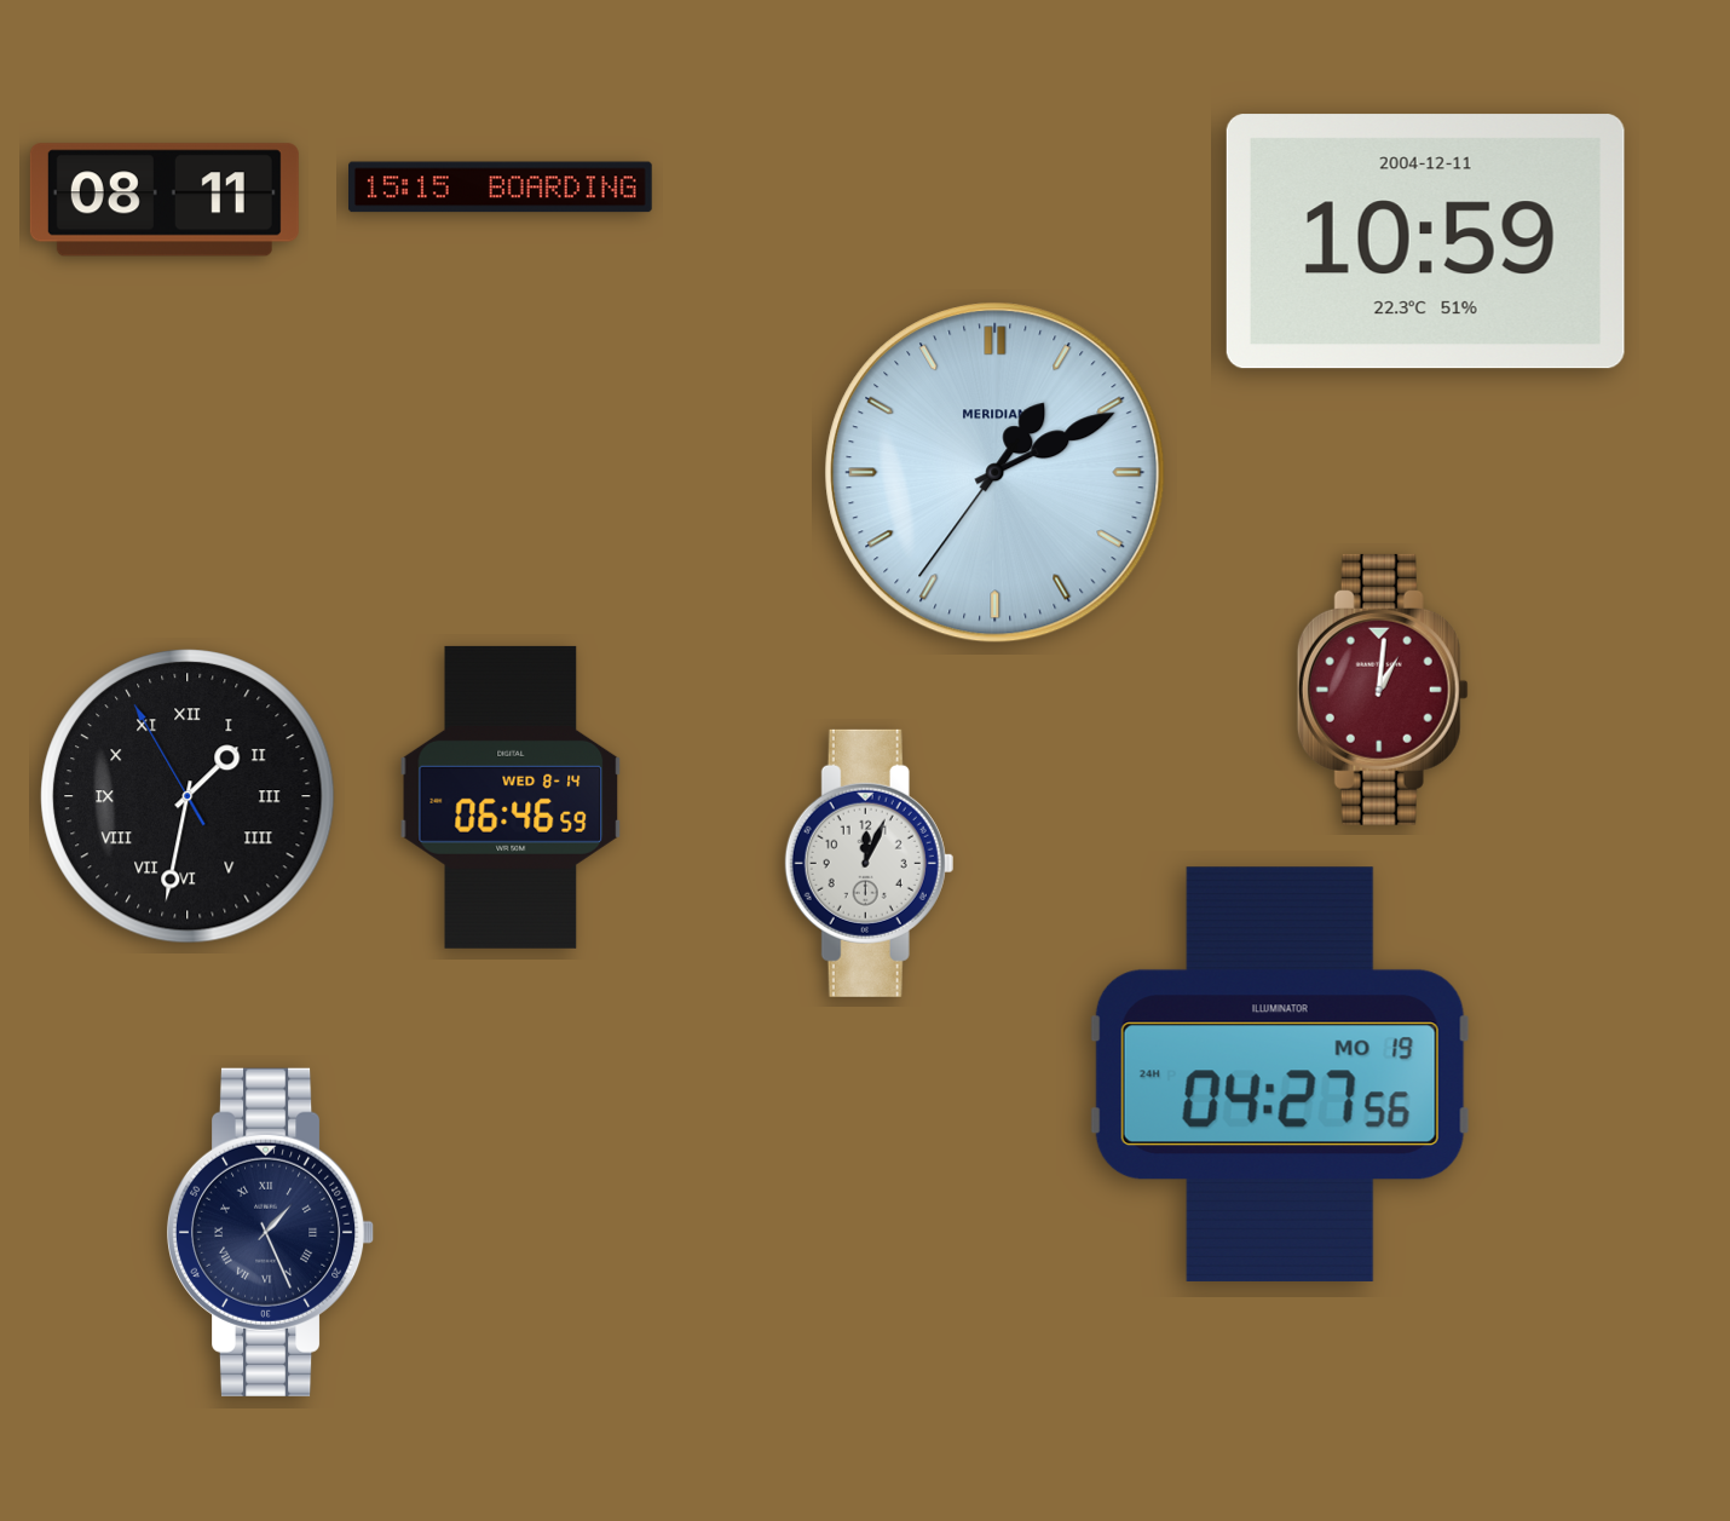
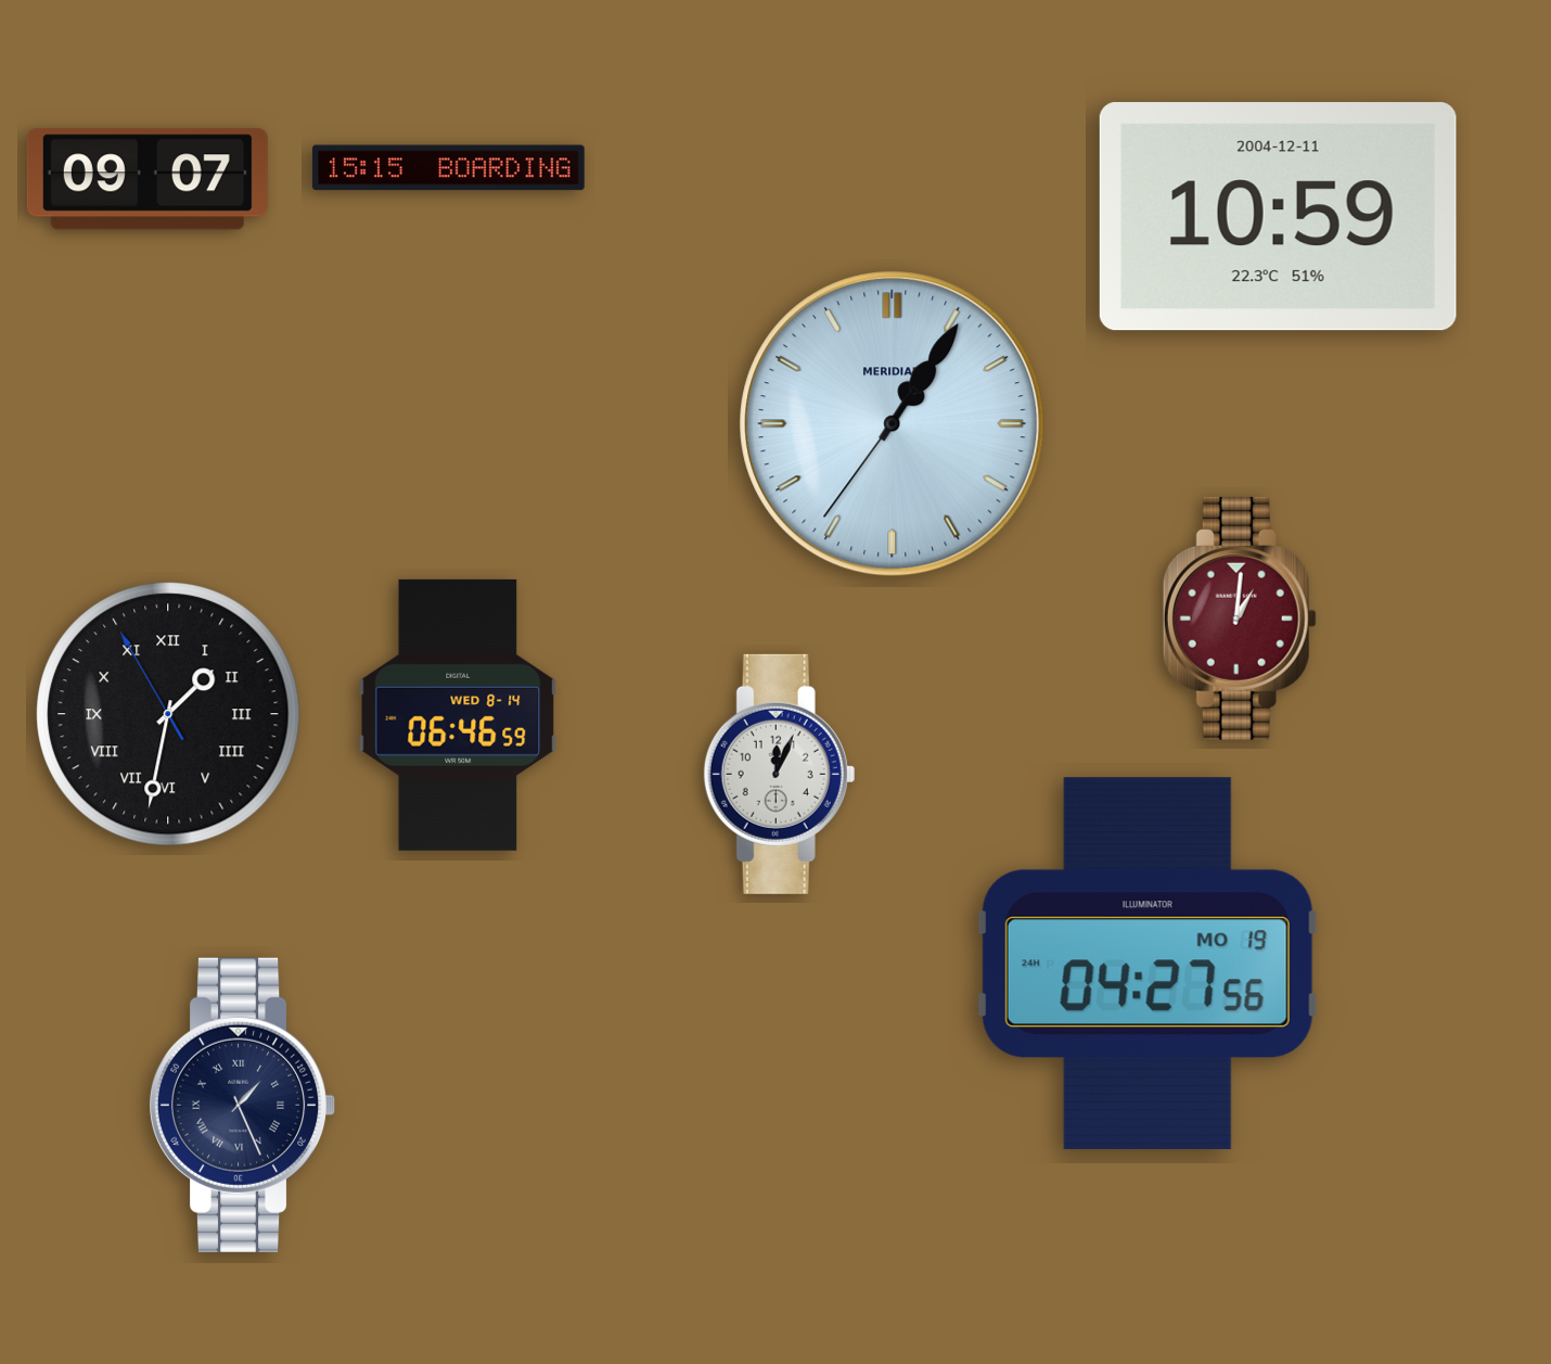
clock at (165, 200): 08:11 -> 09:07
clock at (996, 473): 1:10 -> 1:05
